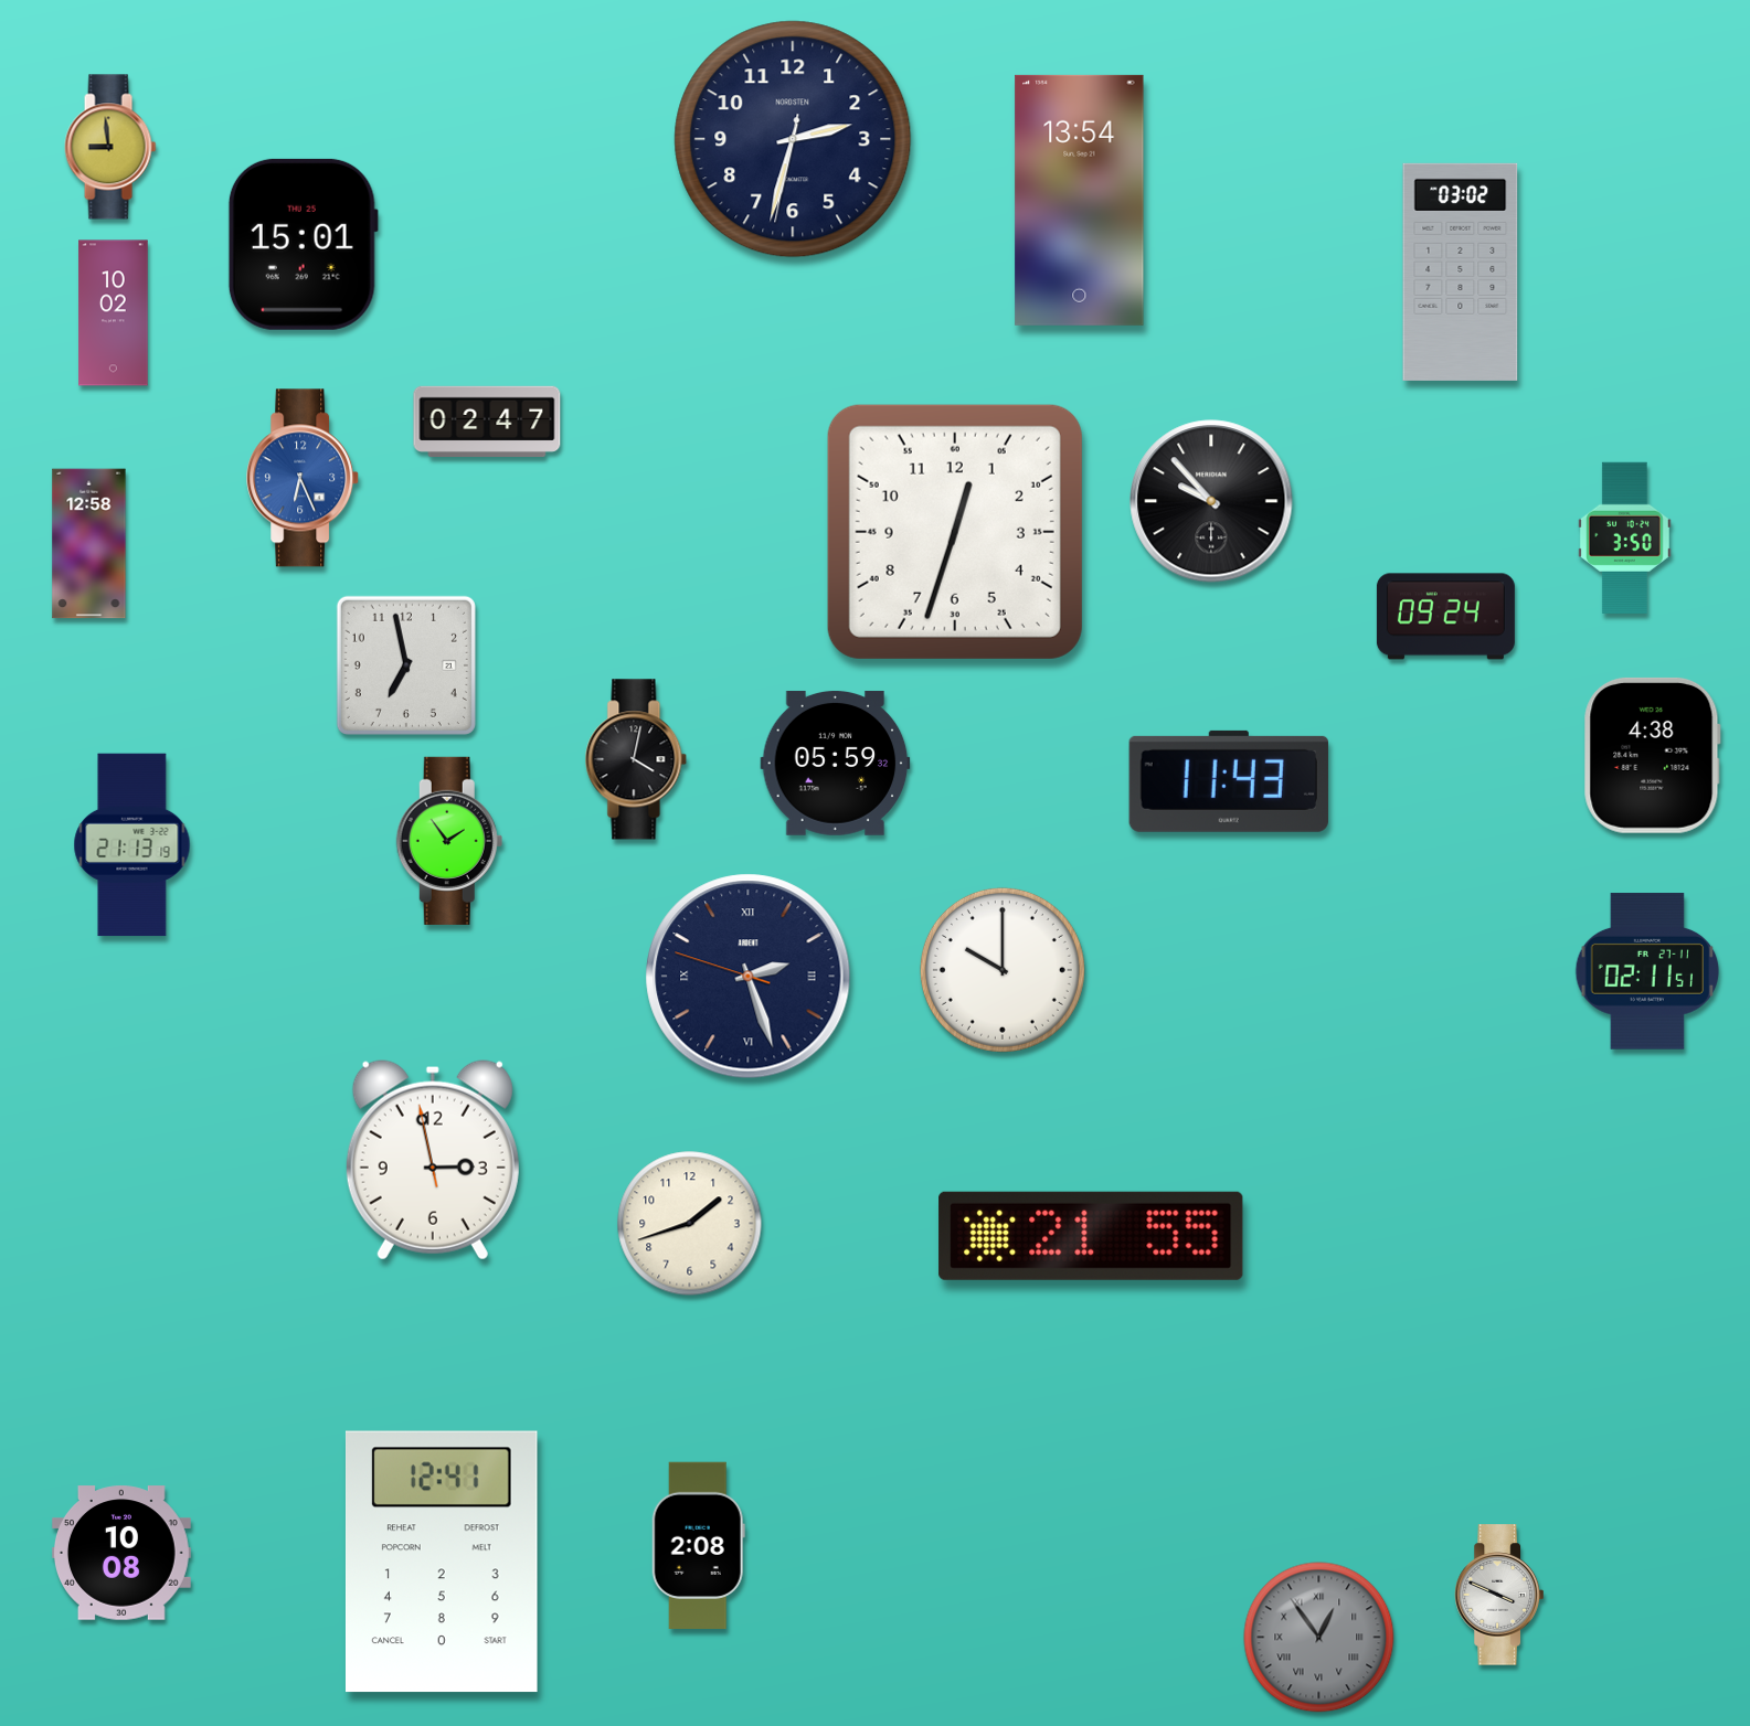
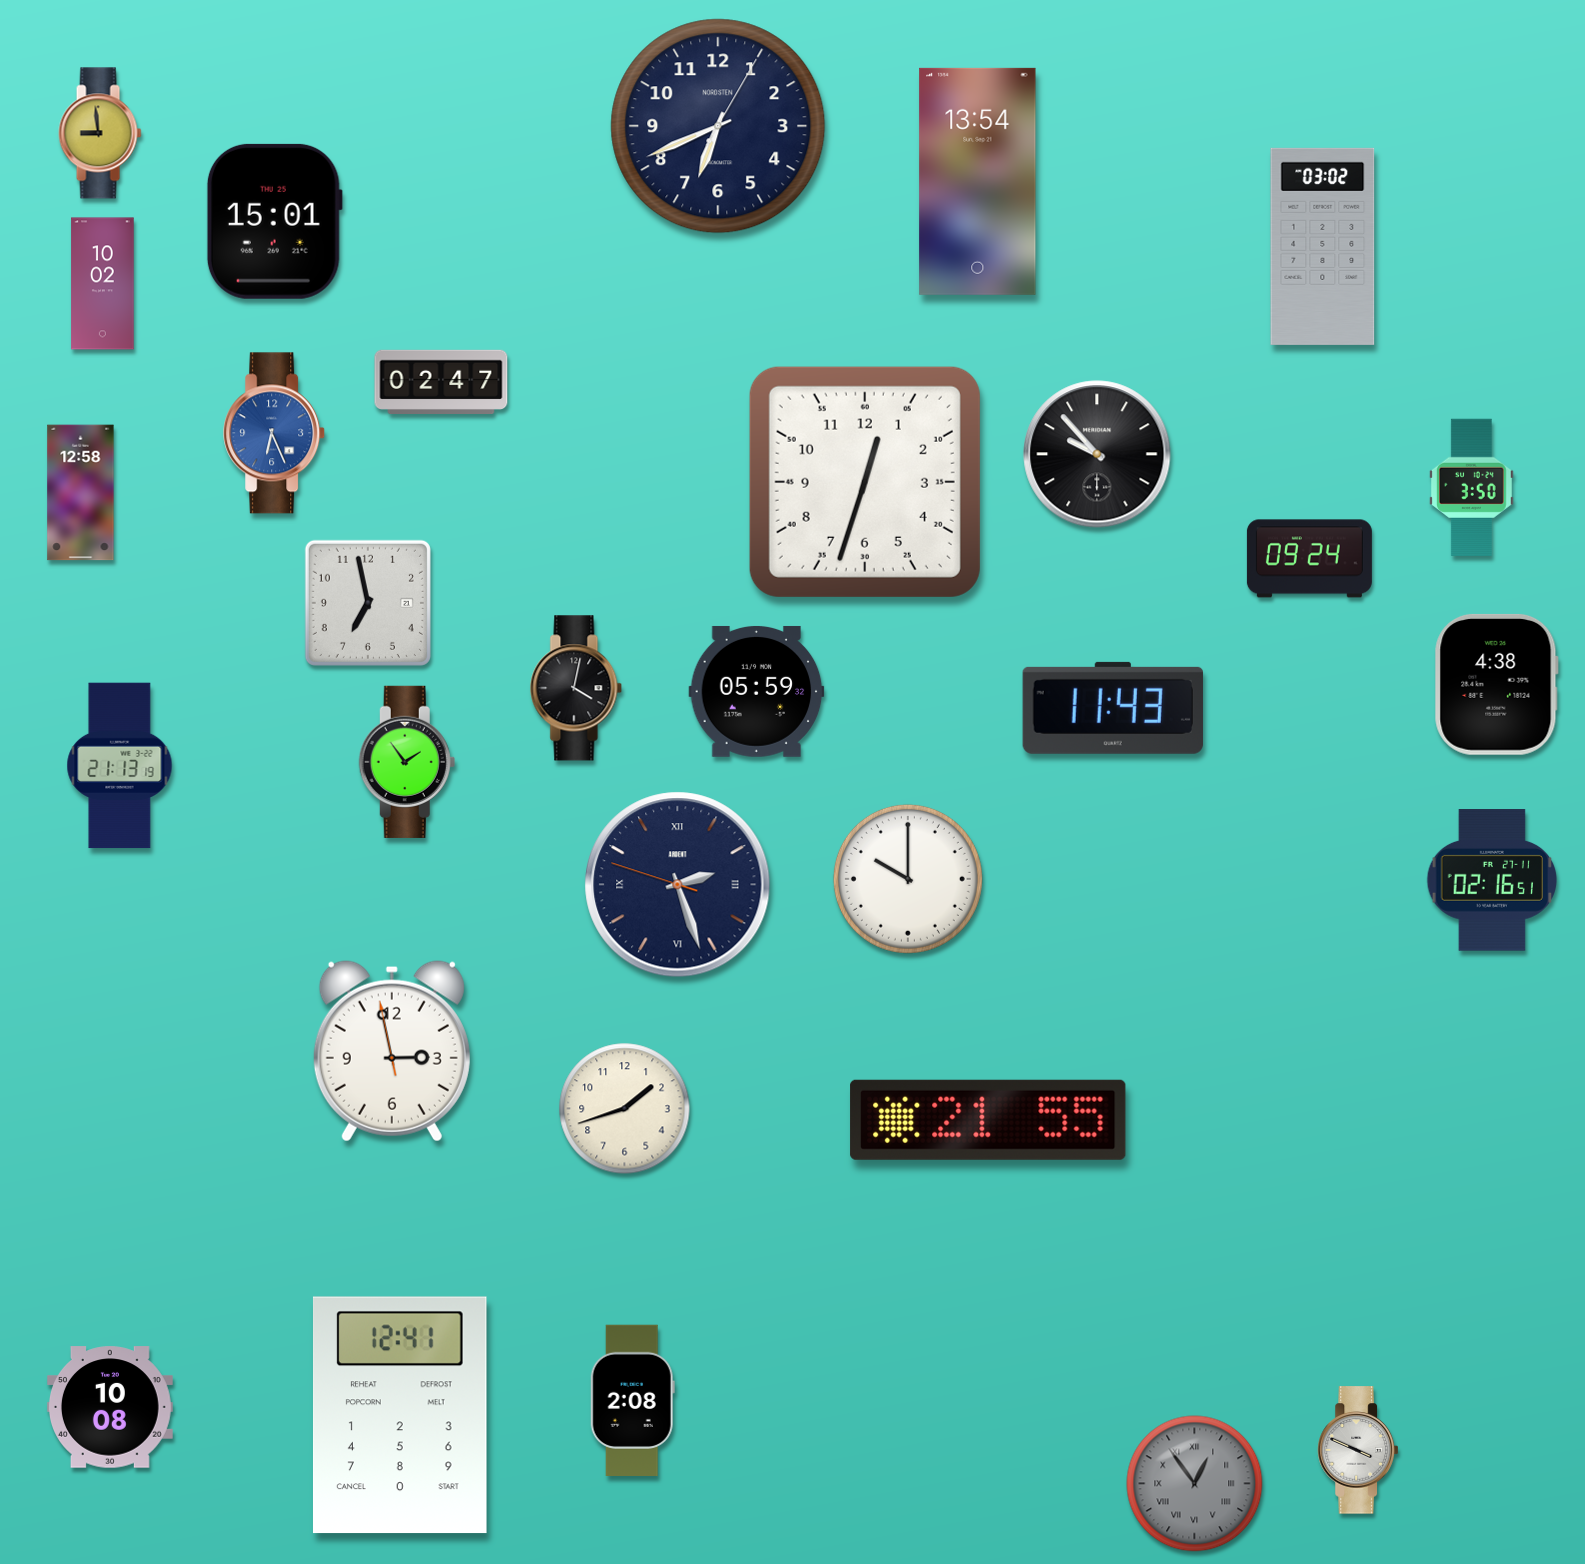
clock at (793, 139): 2:32 -> 6:41
clock at (1647, 971): 02:11 -> 02:16
clock at (1499, 1595) position: (1499, 1595) -> (1358, 1450)
